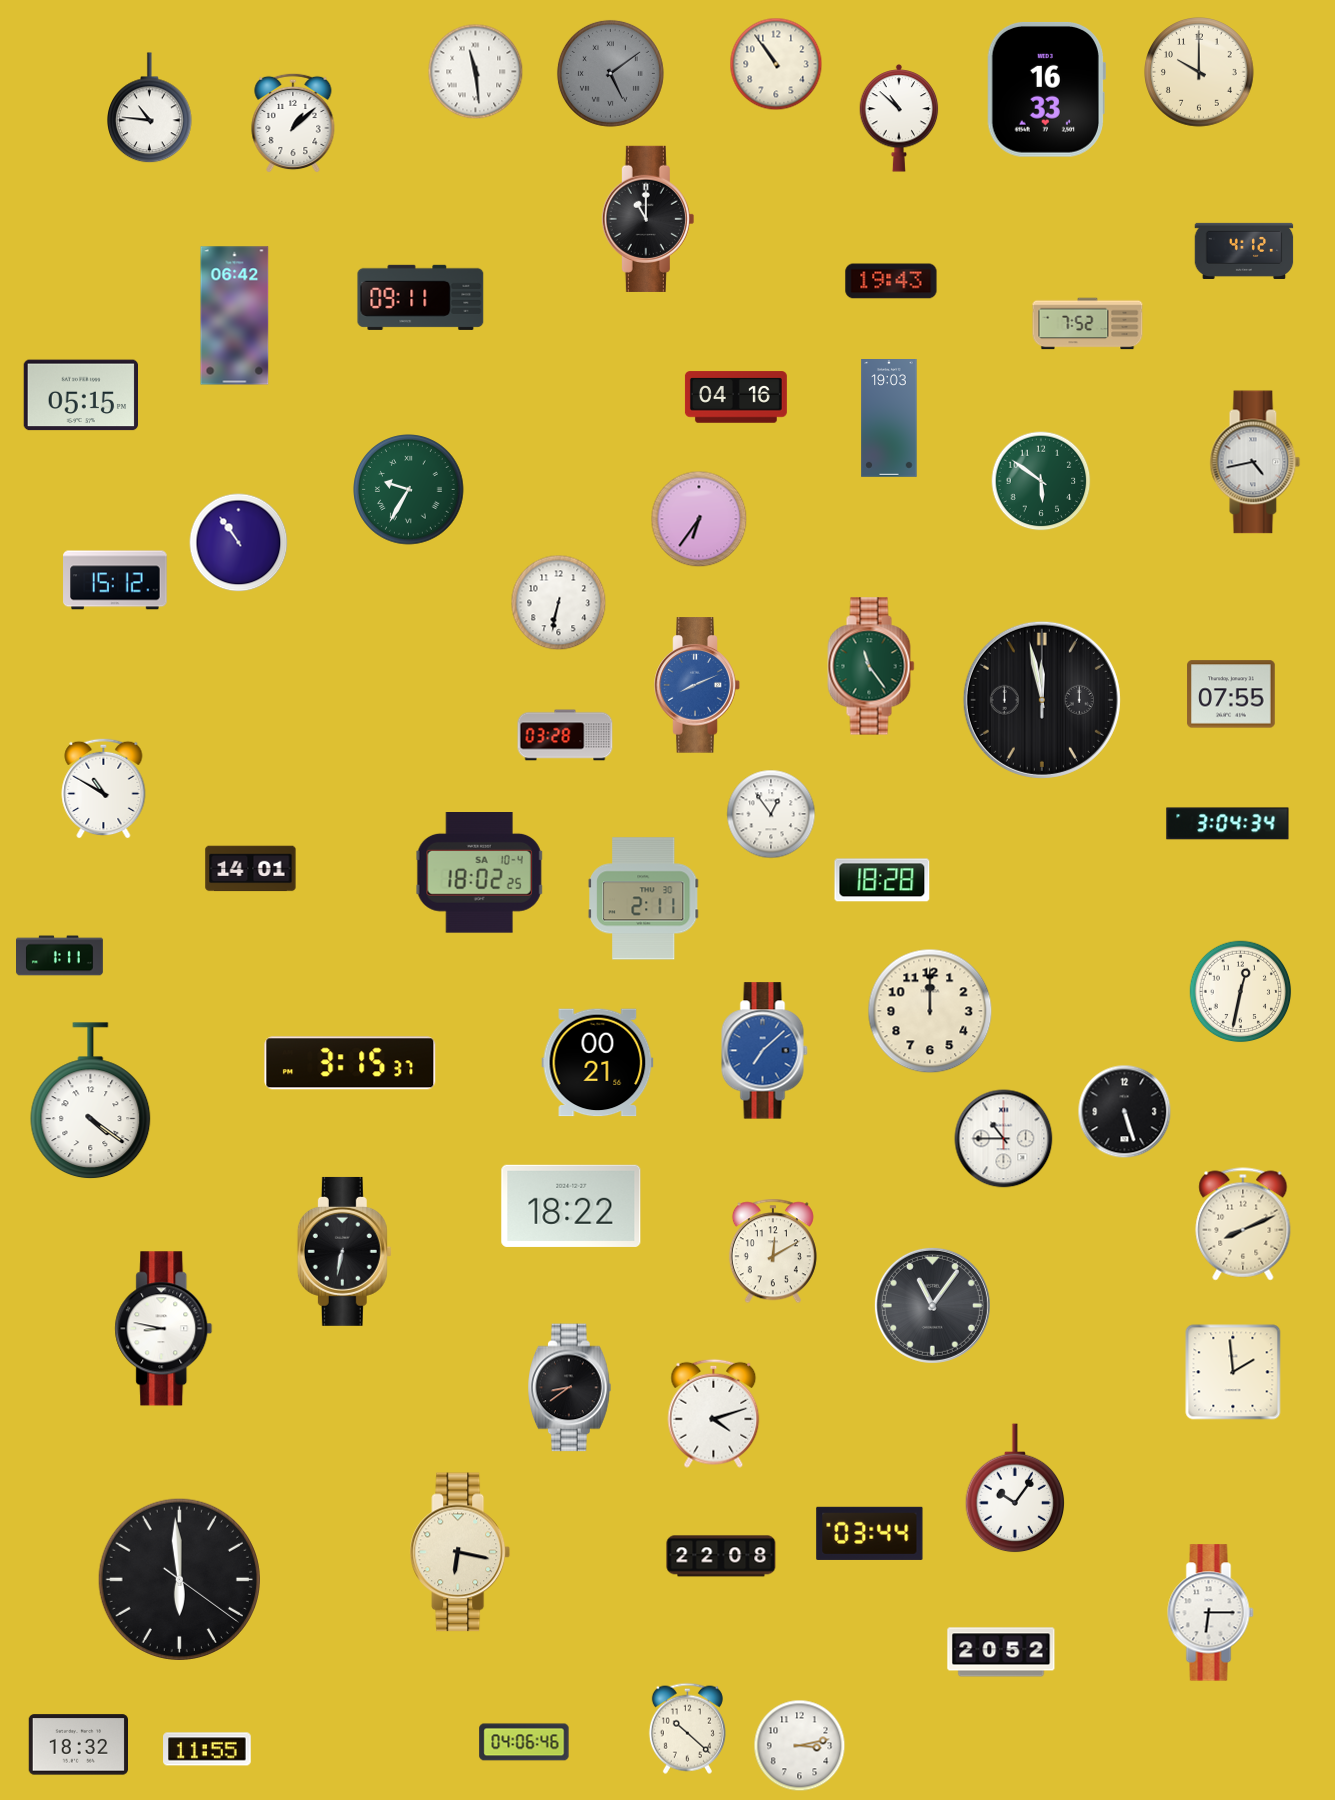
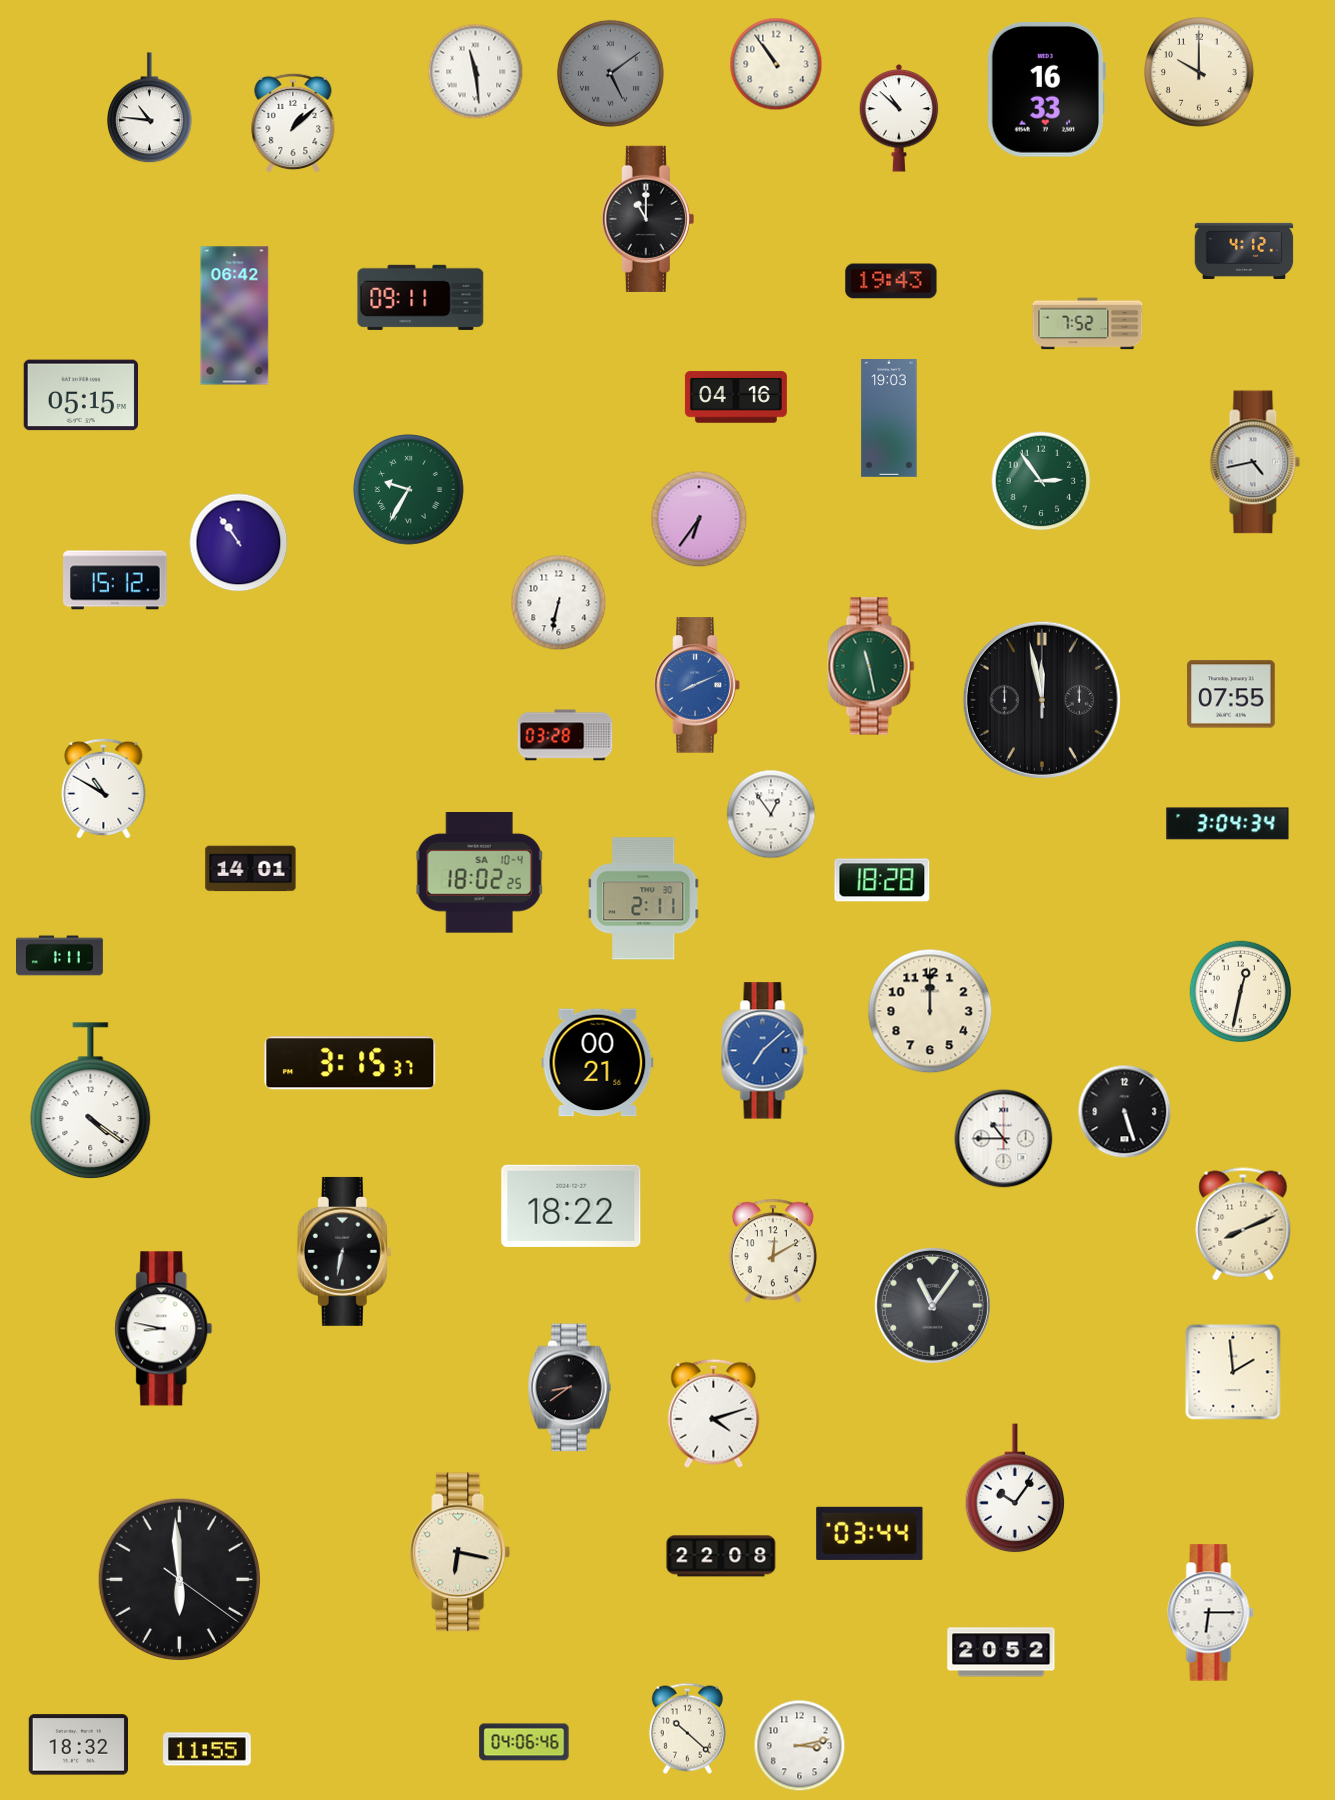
clock at (1041, 481): 5:51 -> 2:54
clock at (871, 666): 11:24 -> 11:28
